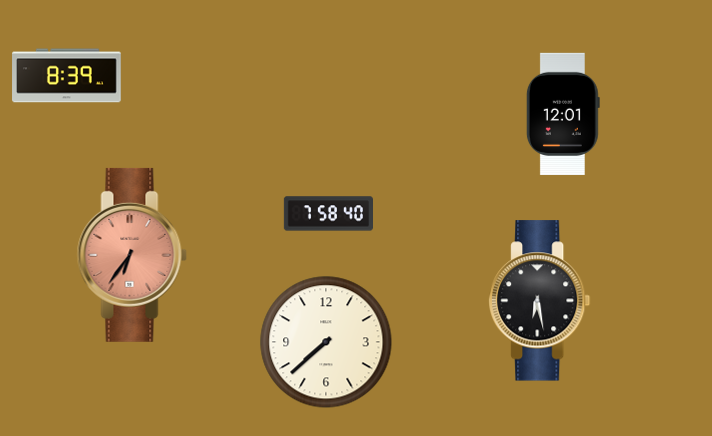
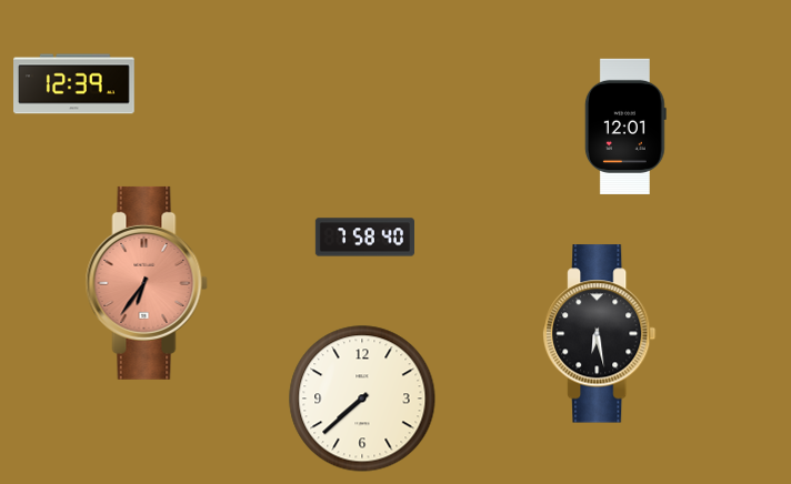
clock at (67, 76): 8:39 -> 12:39
clock at (326, 342) position: (326, 342) -> (362, 399)
